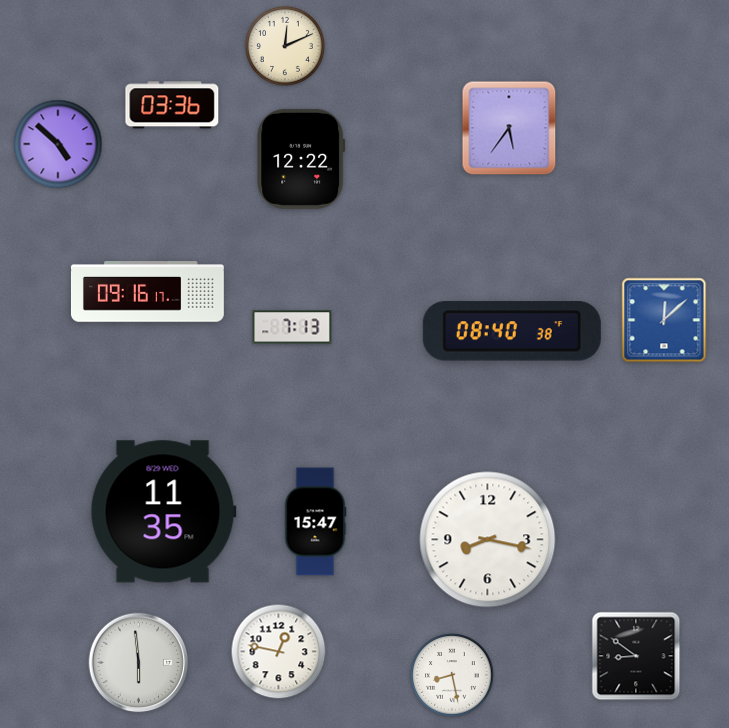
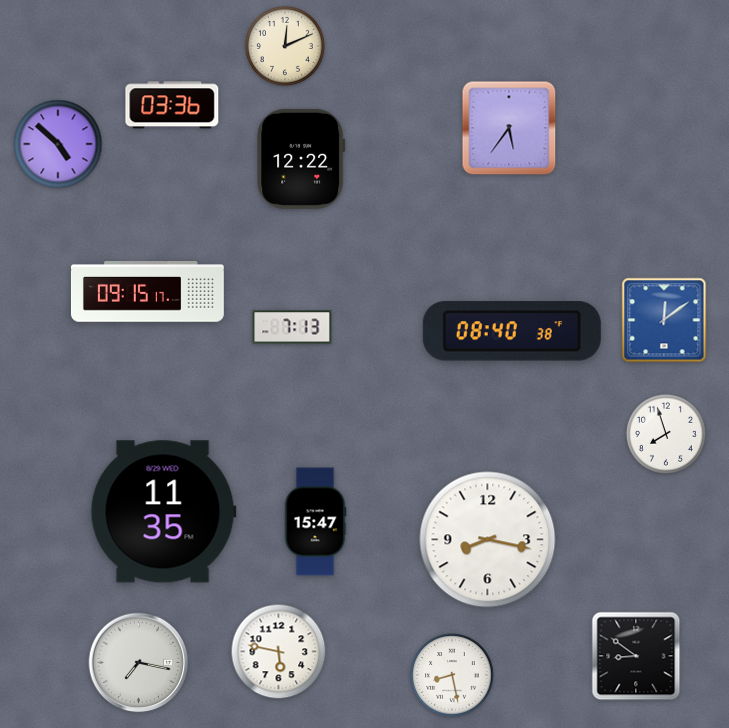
clock at (147, 292): 09:16 -> 09:15
clock at (664, 320): 12:08 -> 12:09
clock at (666, 434): none -> 7:57
clock at (279, 652): 12:47 -> 5:47
clock at (139, 663): 5:59 -> 7:17
